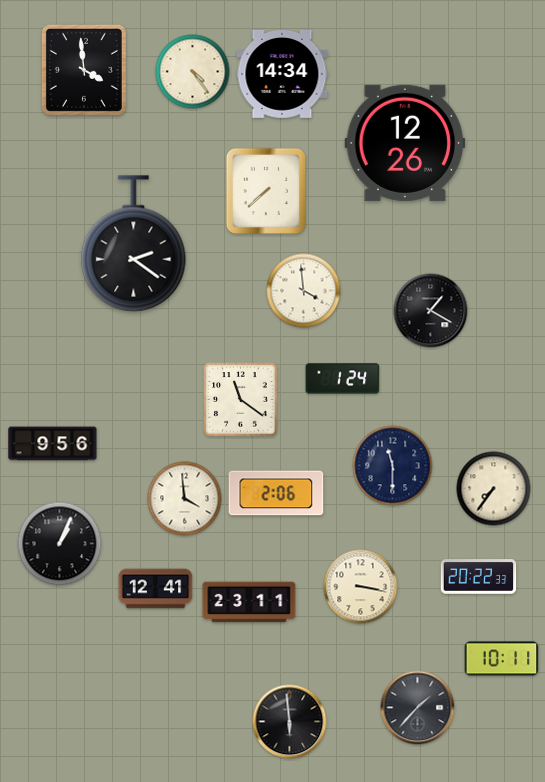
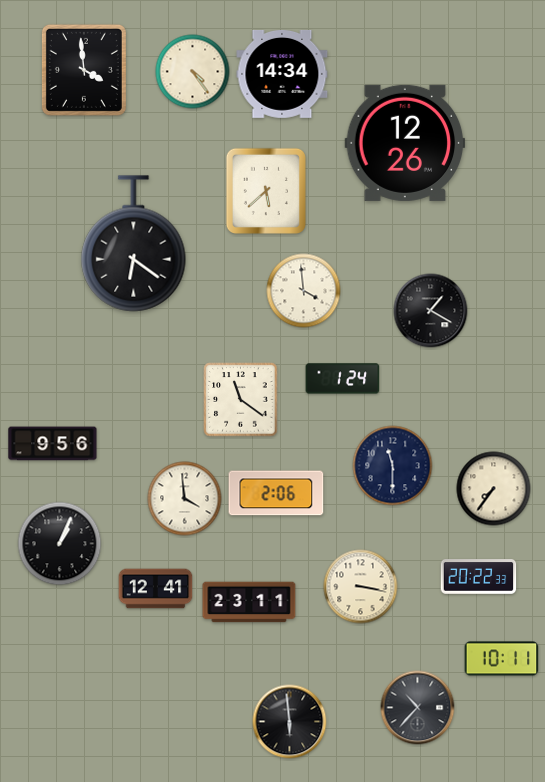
clock at (266, 191): 7:38 -> 5:38
clock at (134, 244): 2:21 -> 6:21
clock at (418, 708): 1:37 -> 10:37
